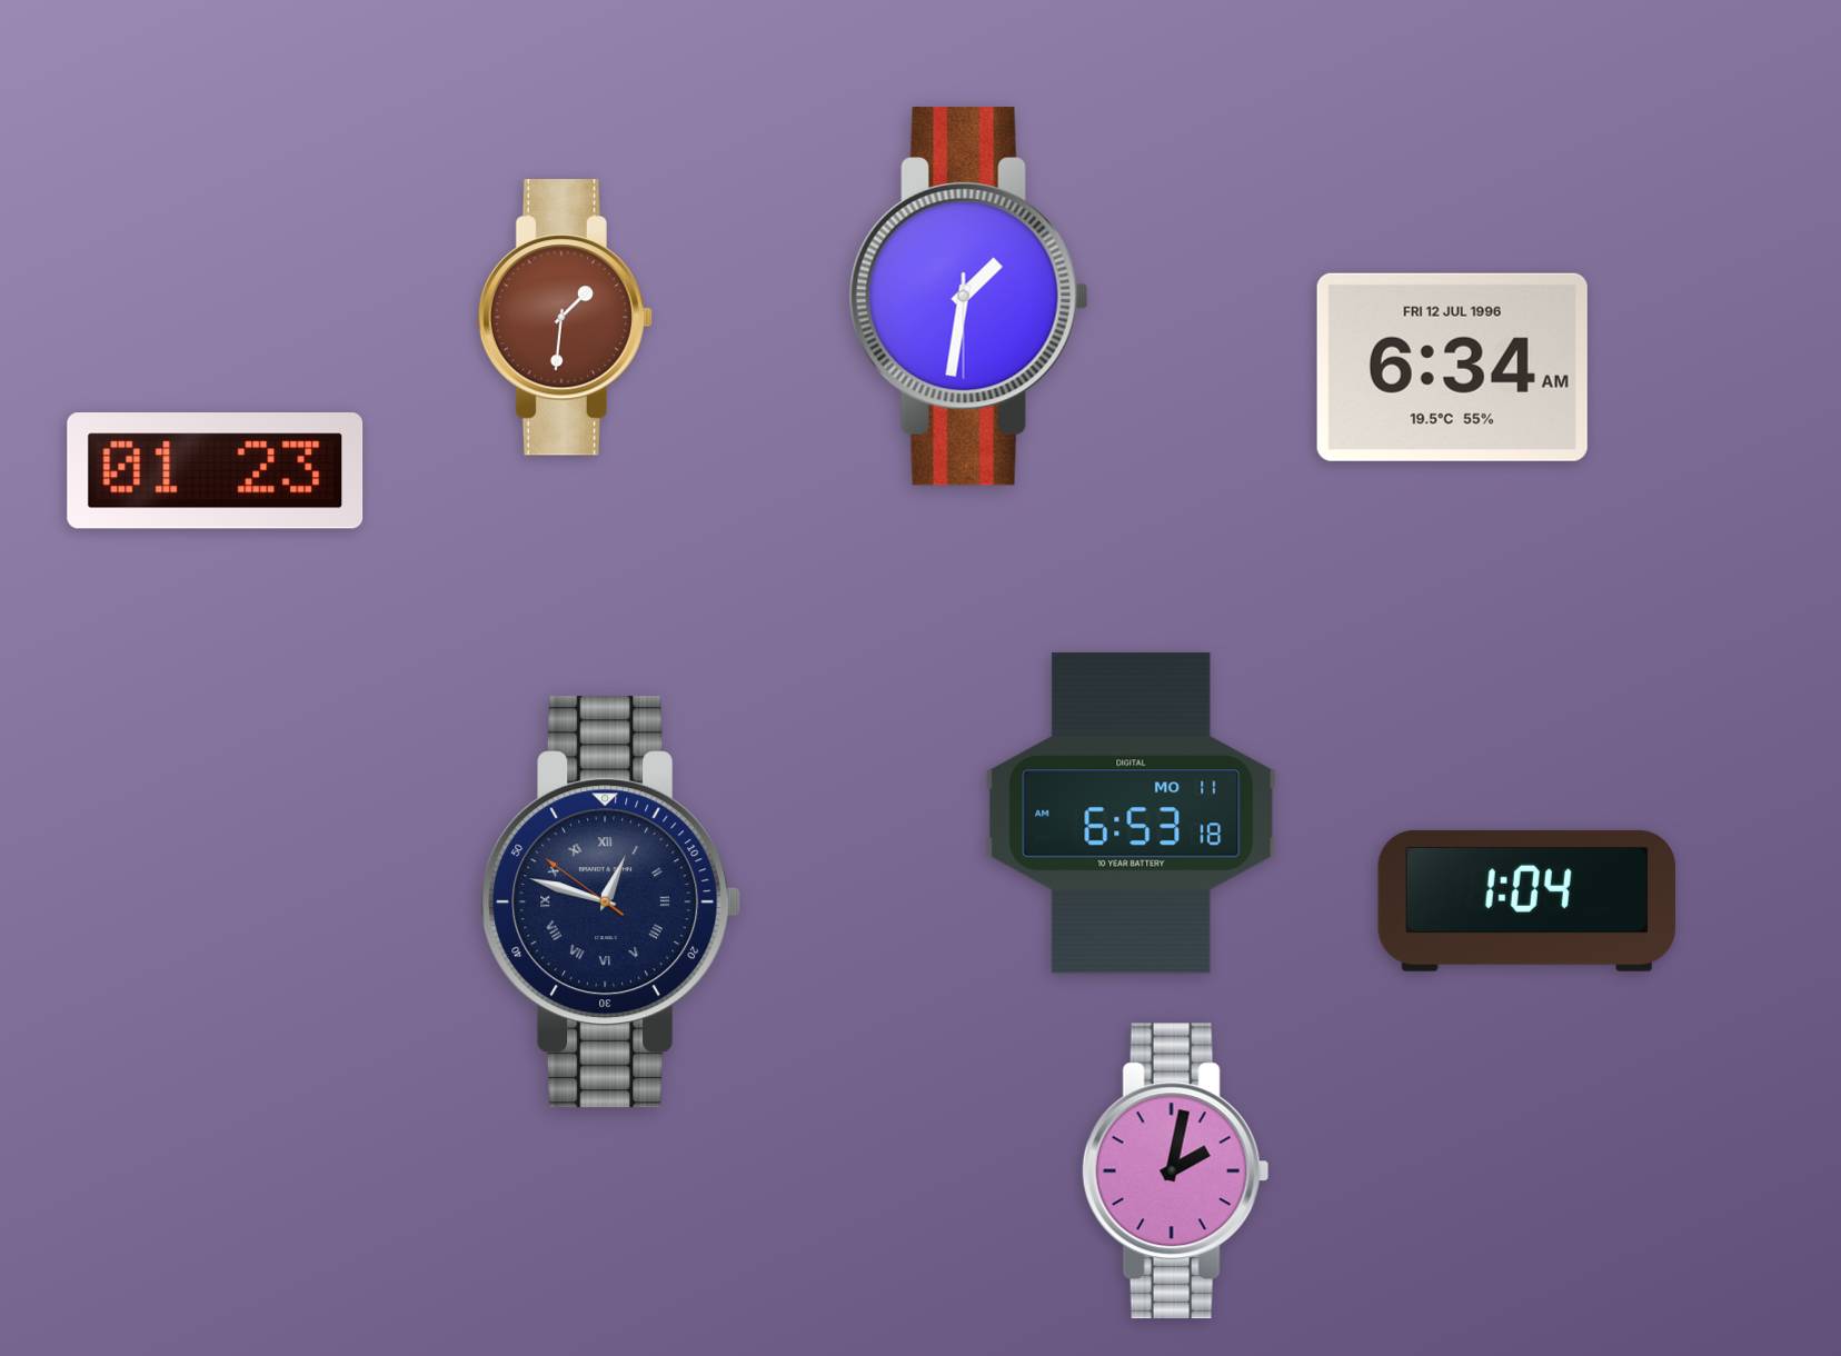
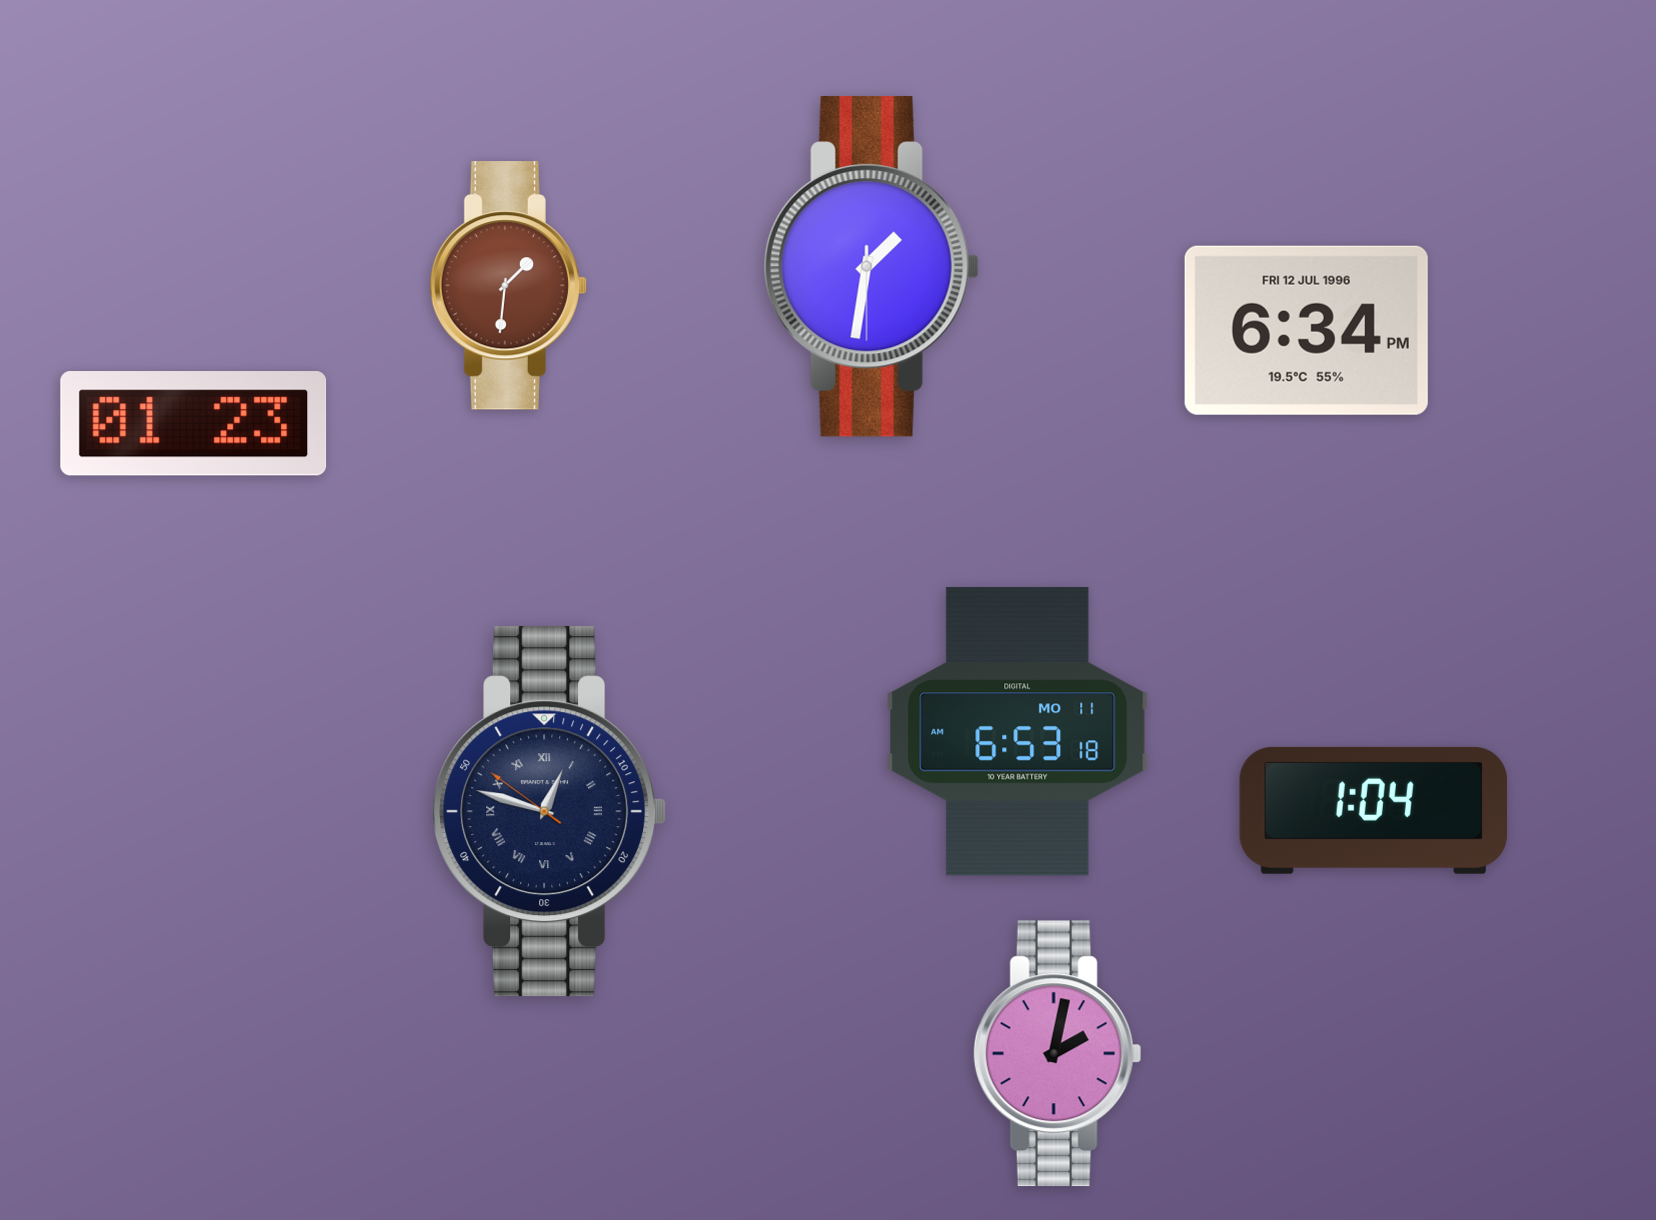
clock at (1452, 367): 6:34 AM -> 6:34 PM
